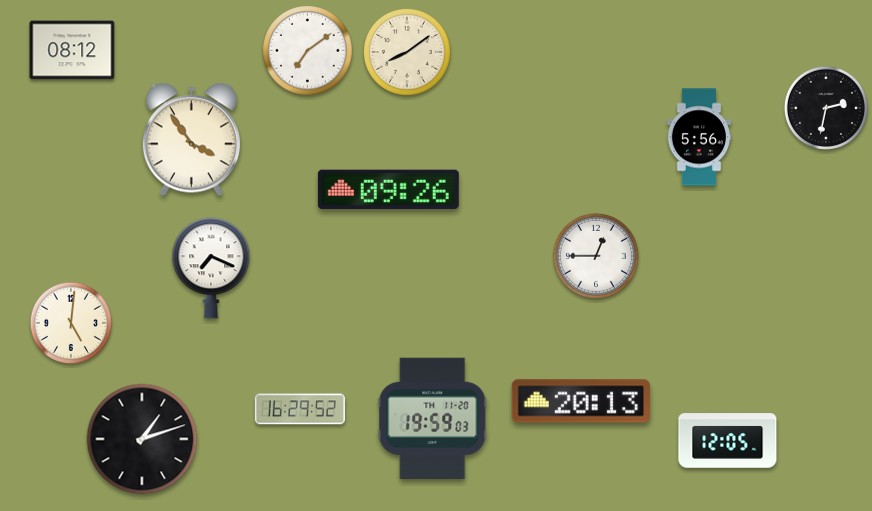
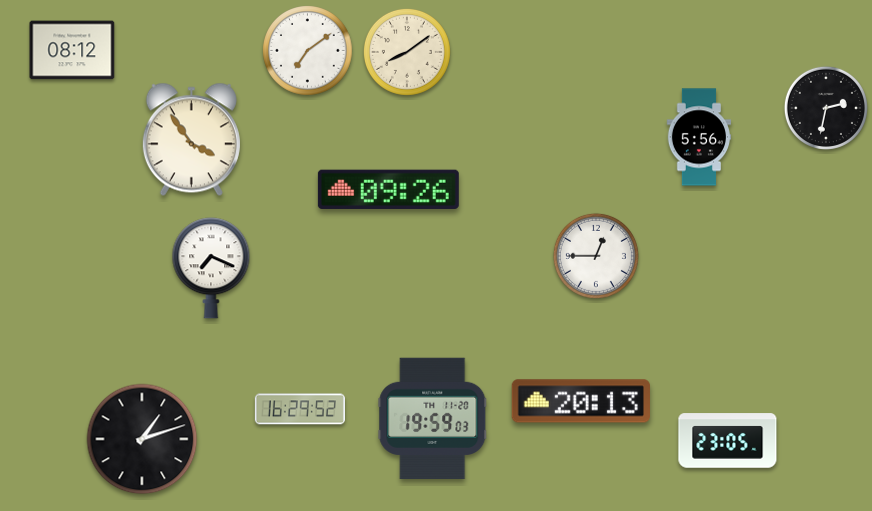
clock at (71, 323): 5:01 -> none
clock at (728, 441): 12:05 -> 23:05
